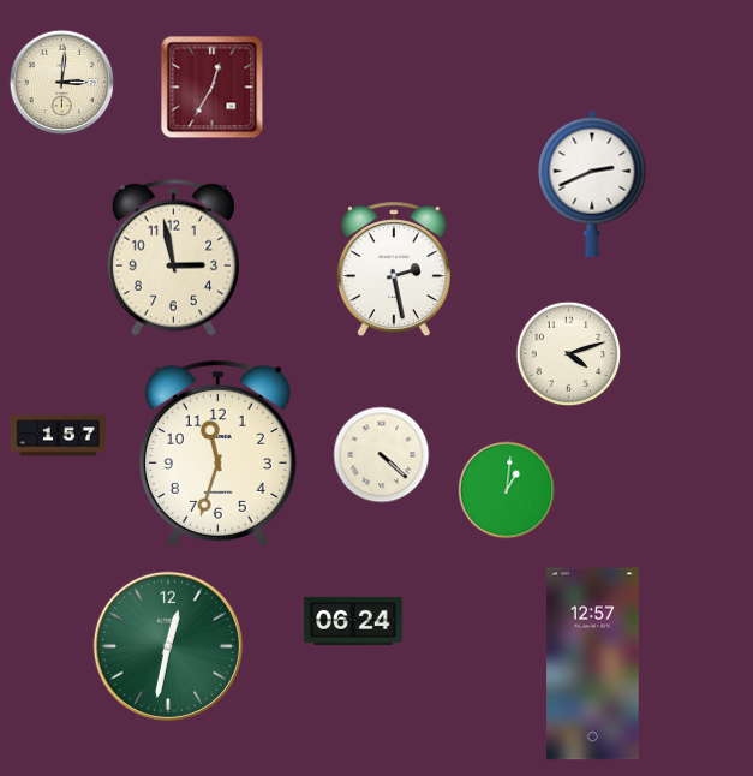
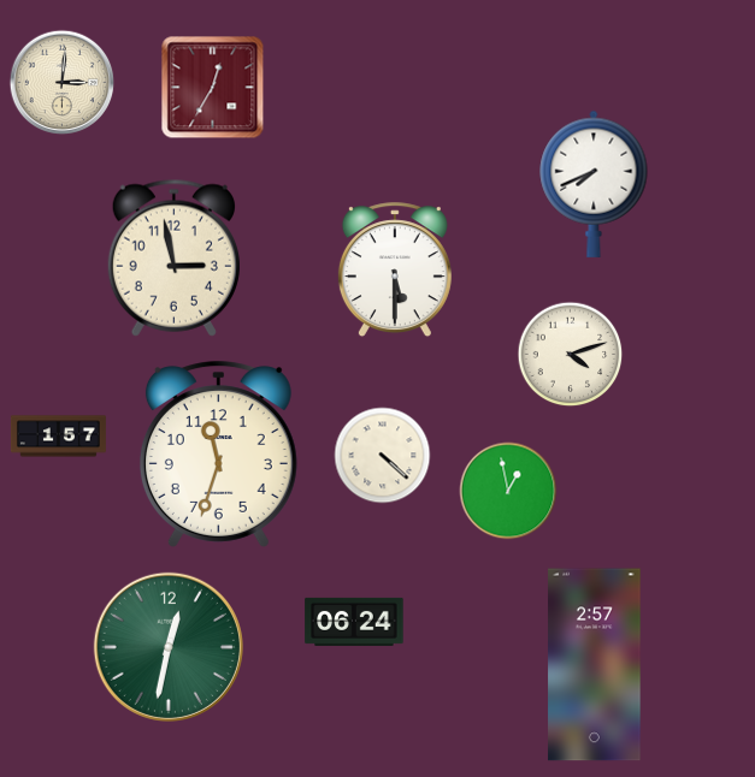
clock at (592, 184): 2:41 -> 7:41
clock at (394, 270): 2:28 -> 5:30
clock at (507, 490): 1:01 -> 12:58
clock at (593, 664): 12:57 -> 2:57
